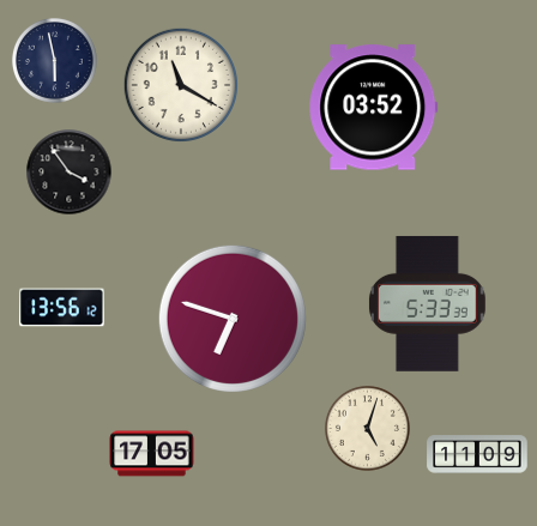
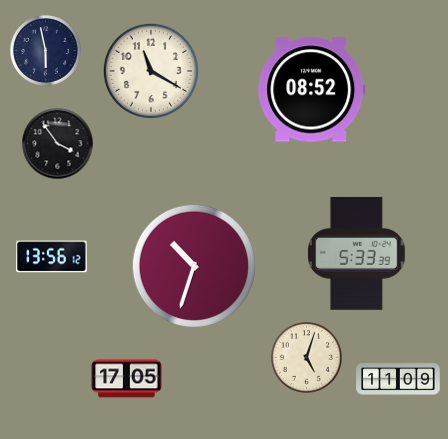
clock at (374, 108): 03:52 -> 08:52
clock at (233, 319): 6:48 -> 10:33
